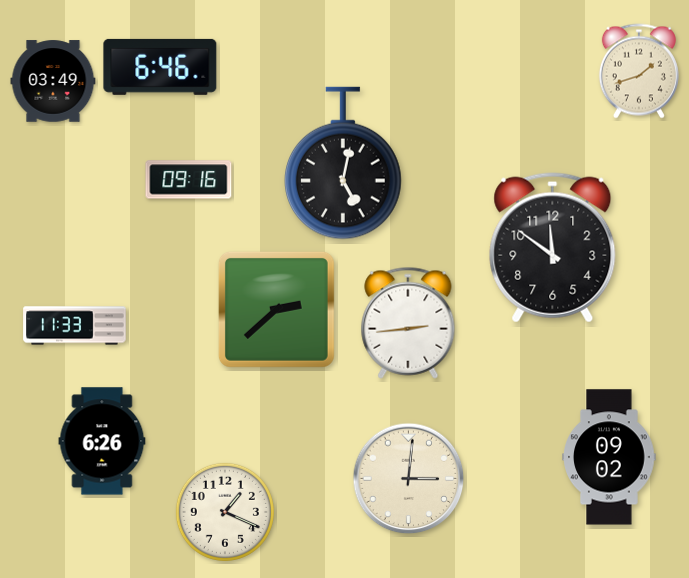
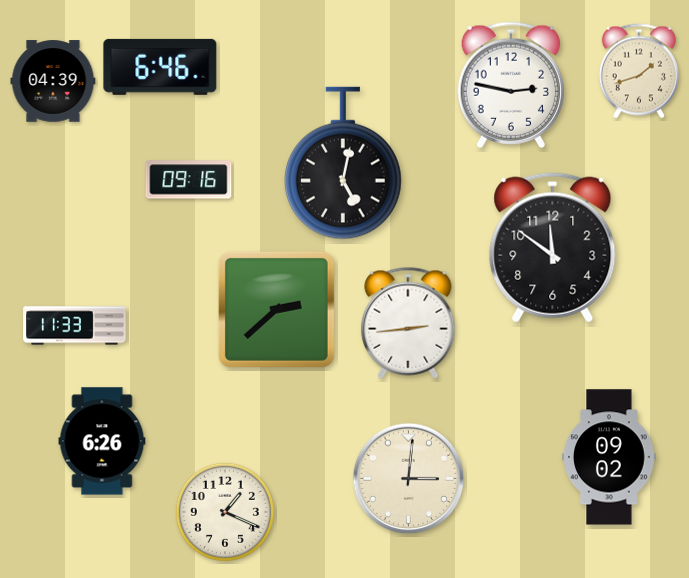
clock at (53, 81): 03:49 -> 04:39
clock at (510, 85): none -> 2:47
